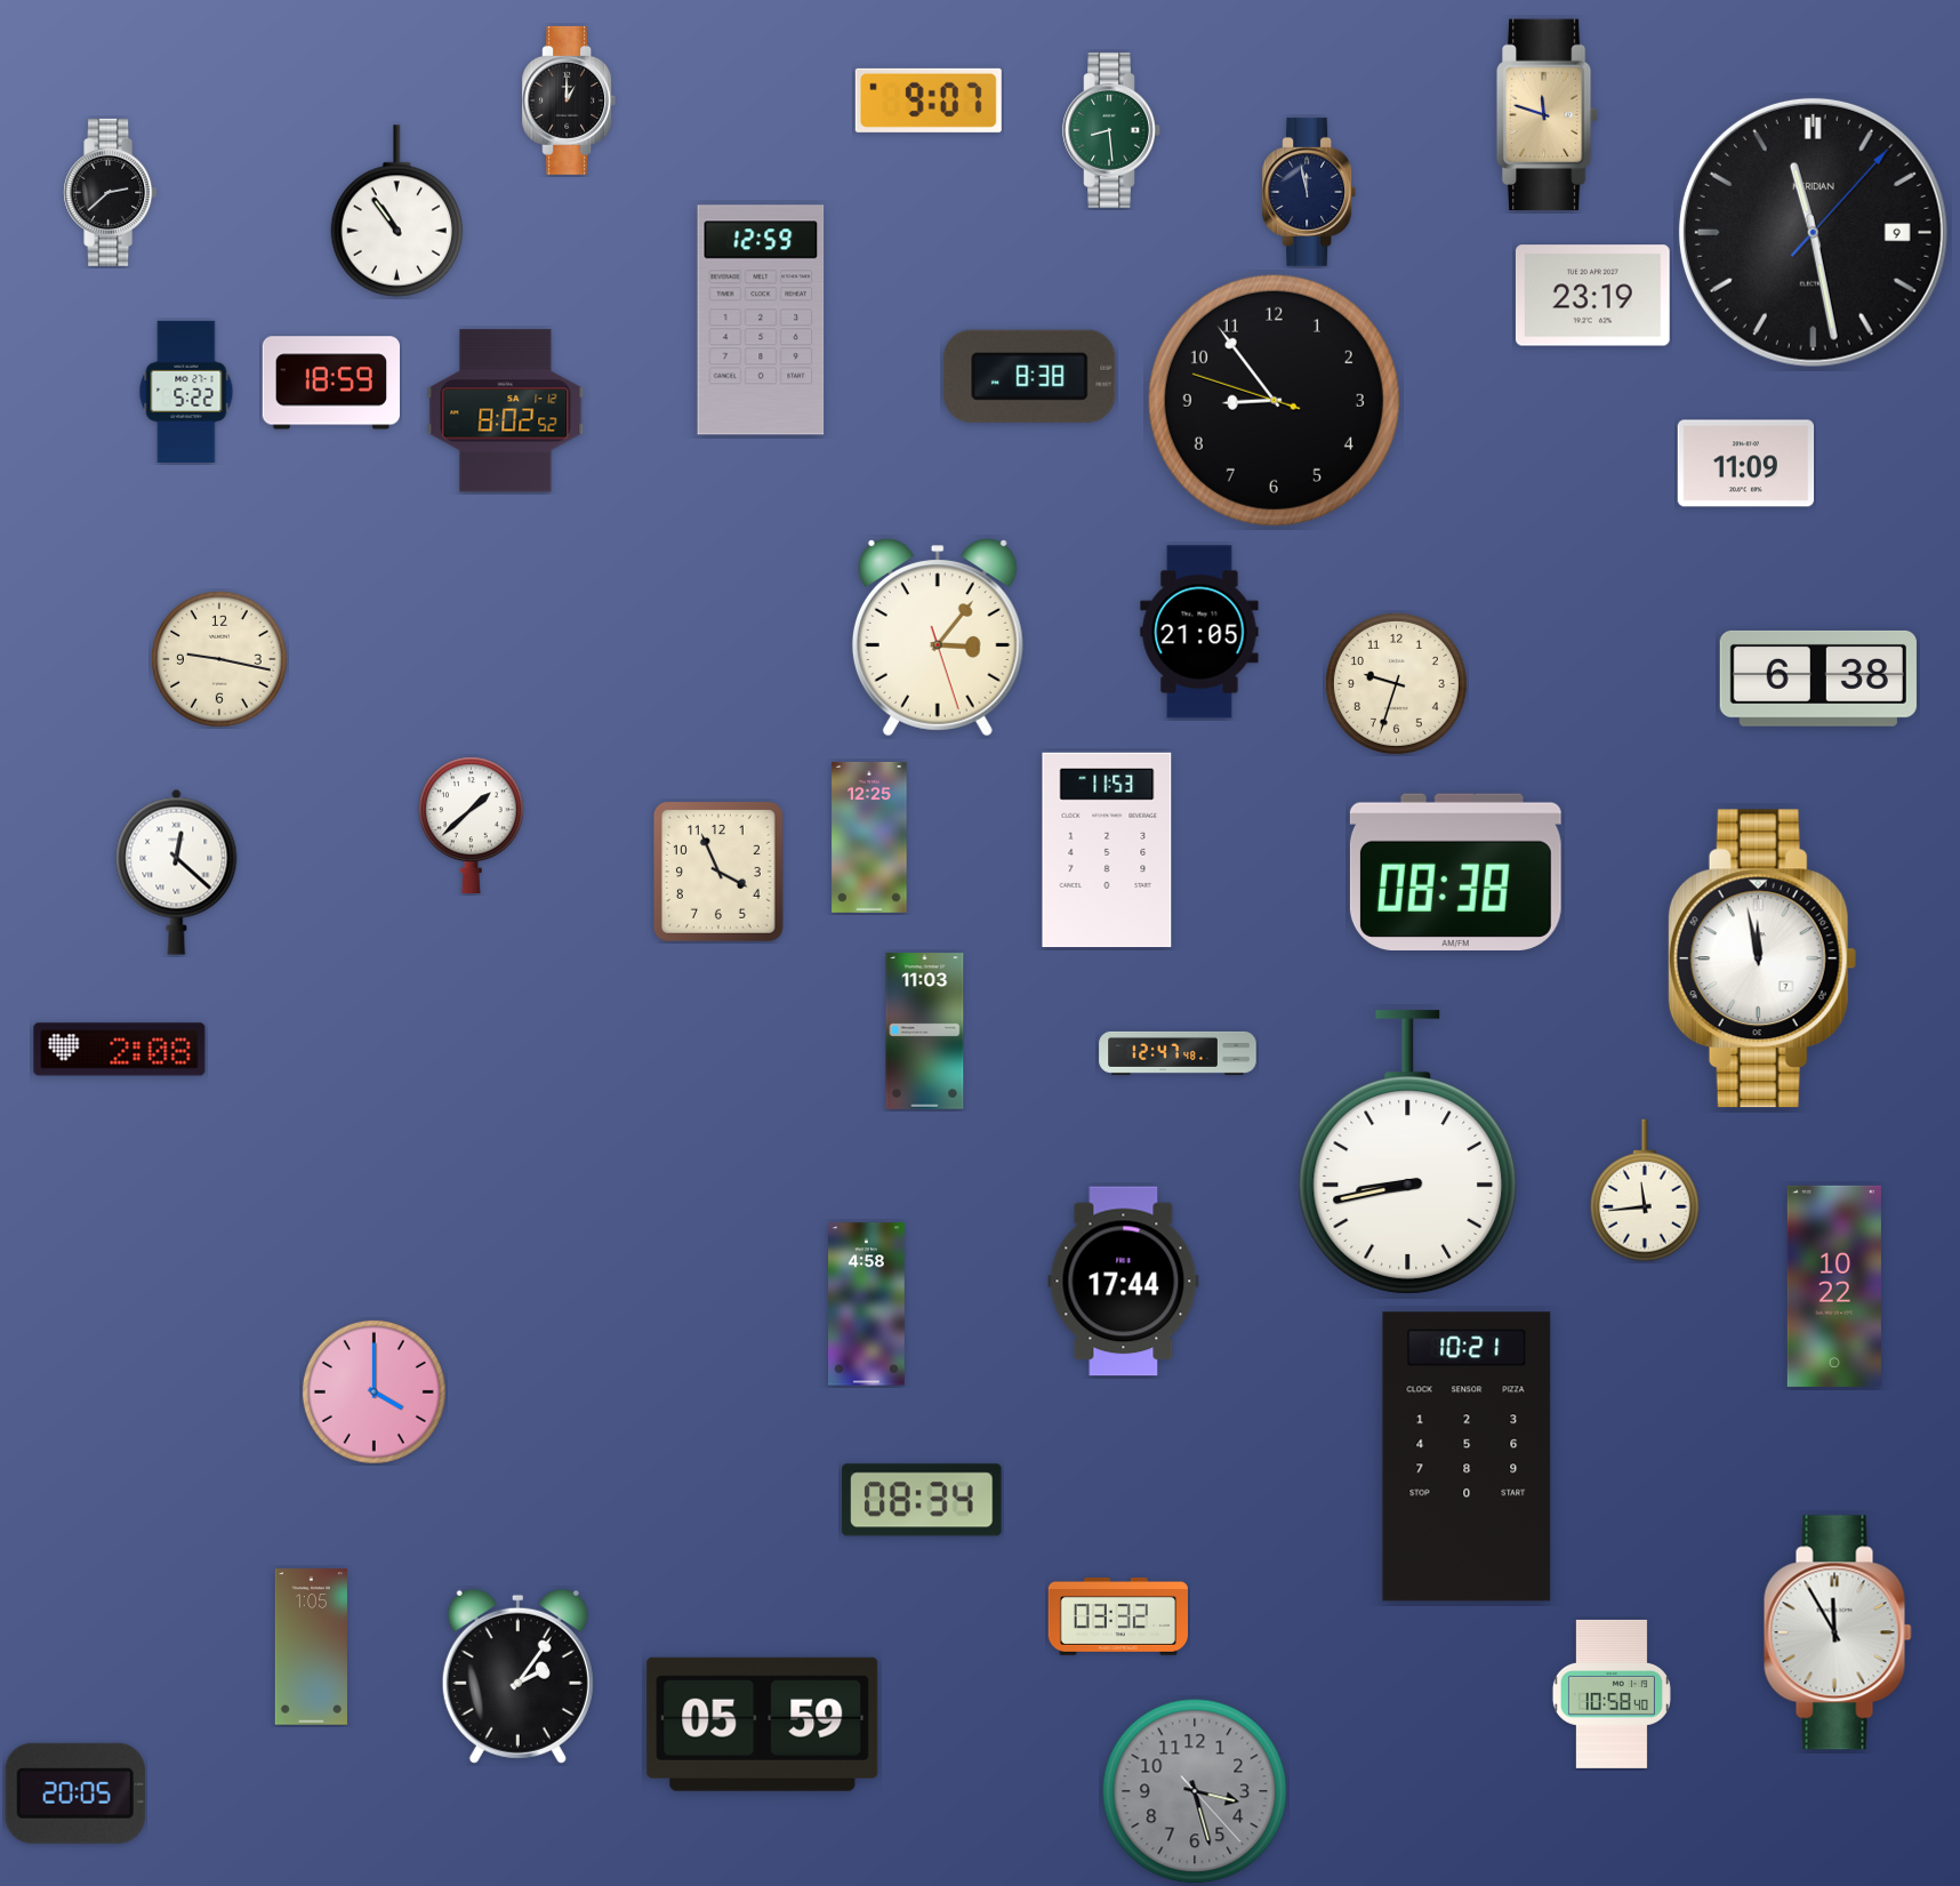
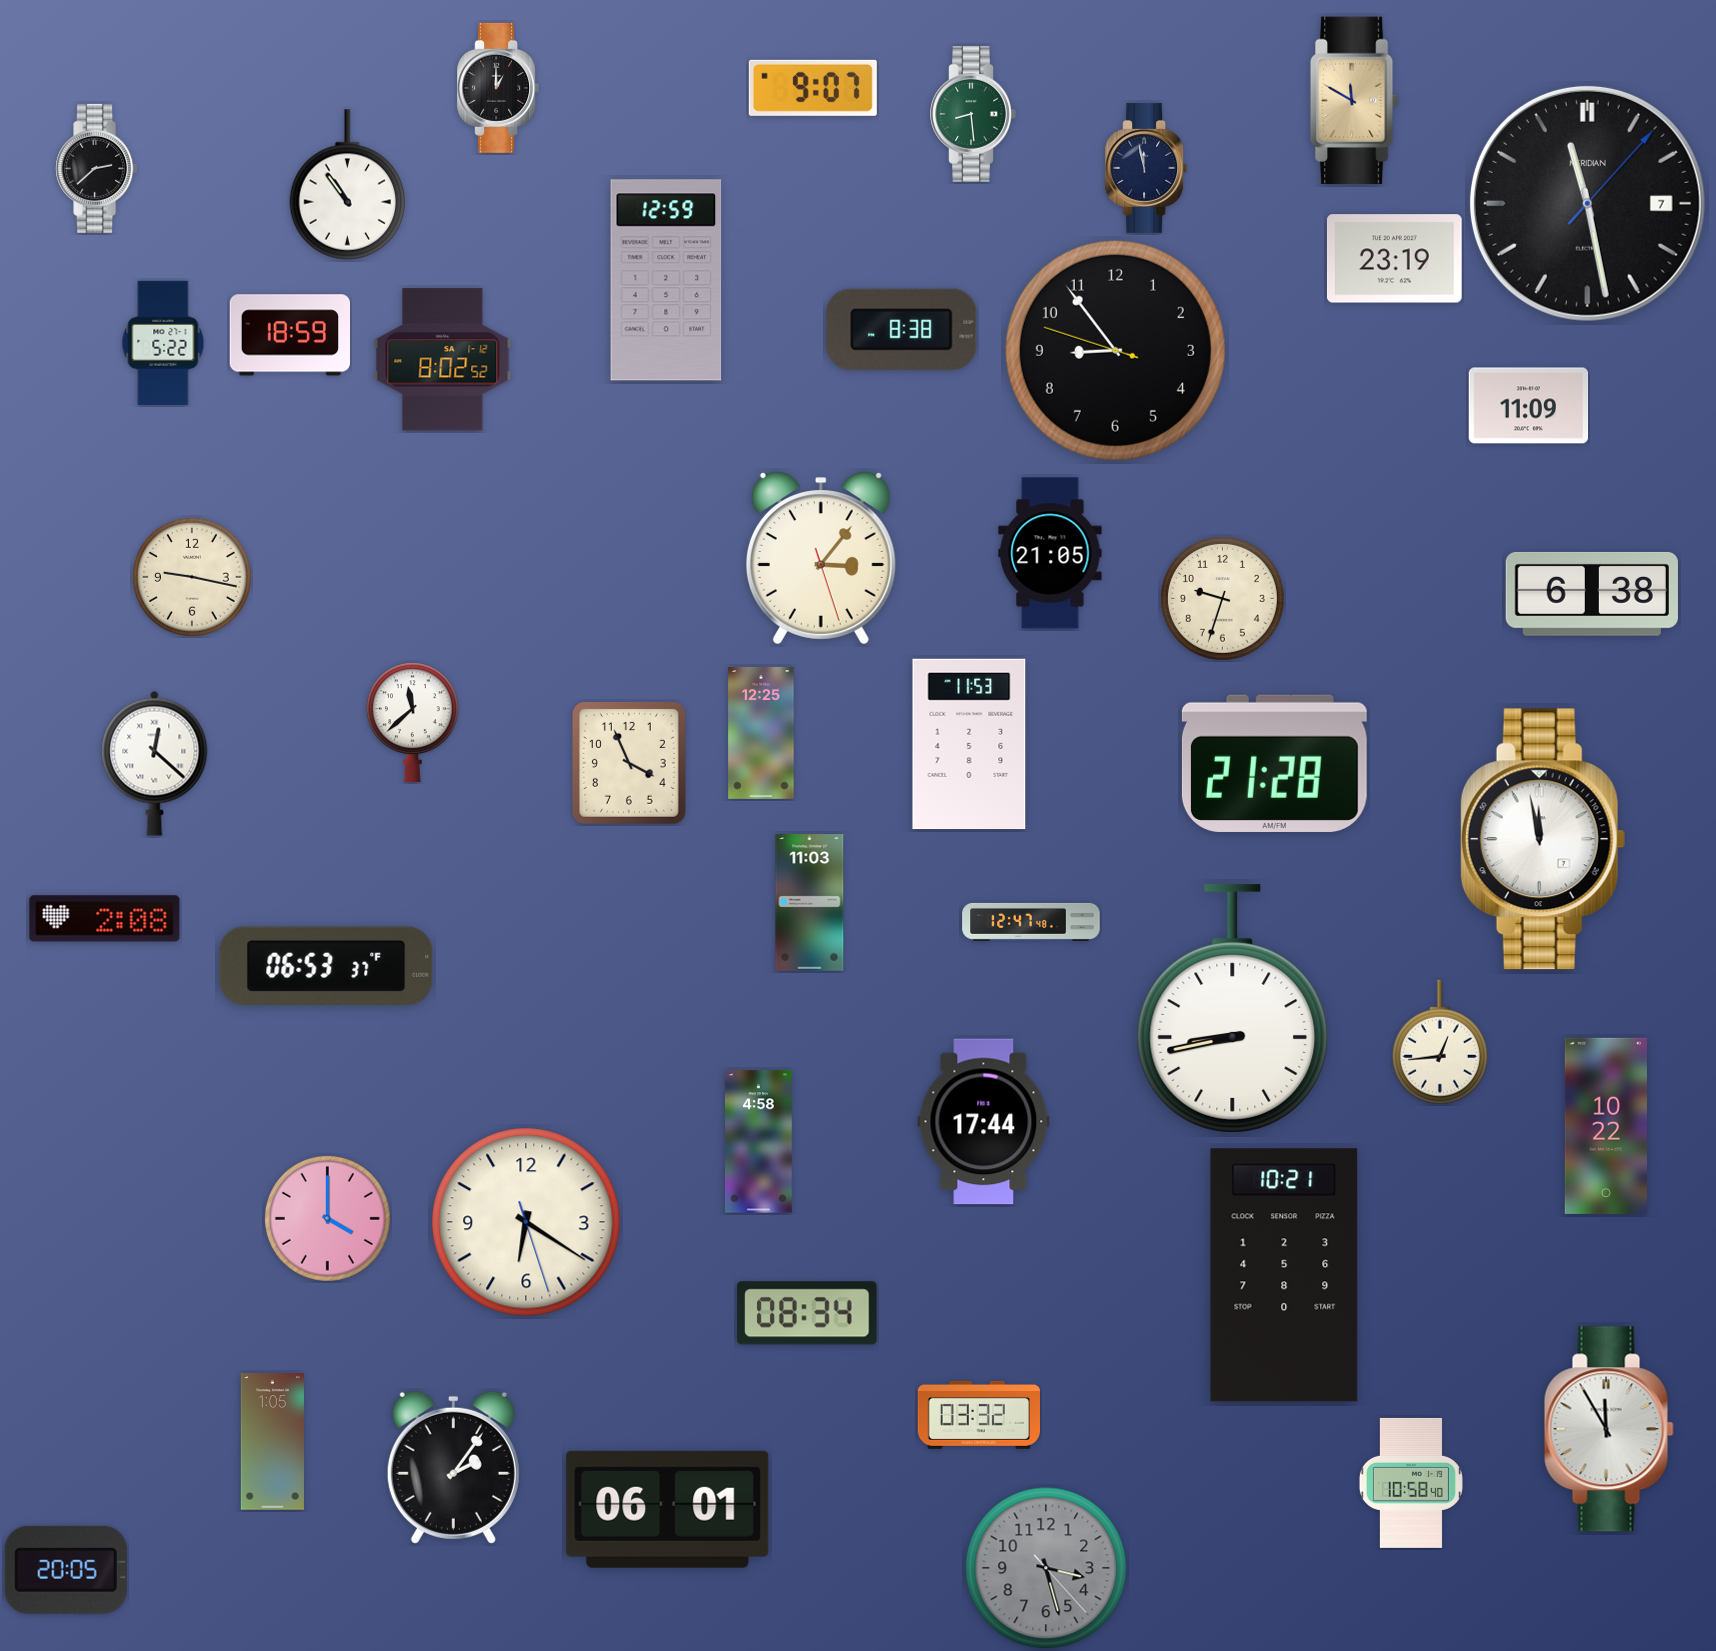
clock at (1548, 115): 11:48 -> 11:50
clock at (1813, 232) date: 9 -> 7
clock at (471, 826): 1:38 -> 11:38
clock at (1455, 872): 08:38 -> 21:28
clock at (326, 965): none -> 06:53
clock at (1645, 1190): 11:44 -> 12:44
clock at (526, 1222): none -> 6:20
clock at (763, 1724): 05:59 -> 06:01
